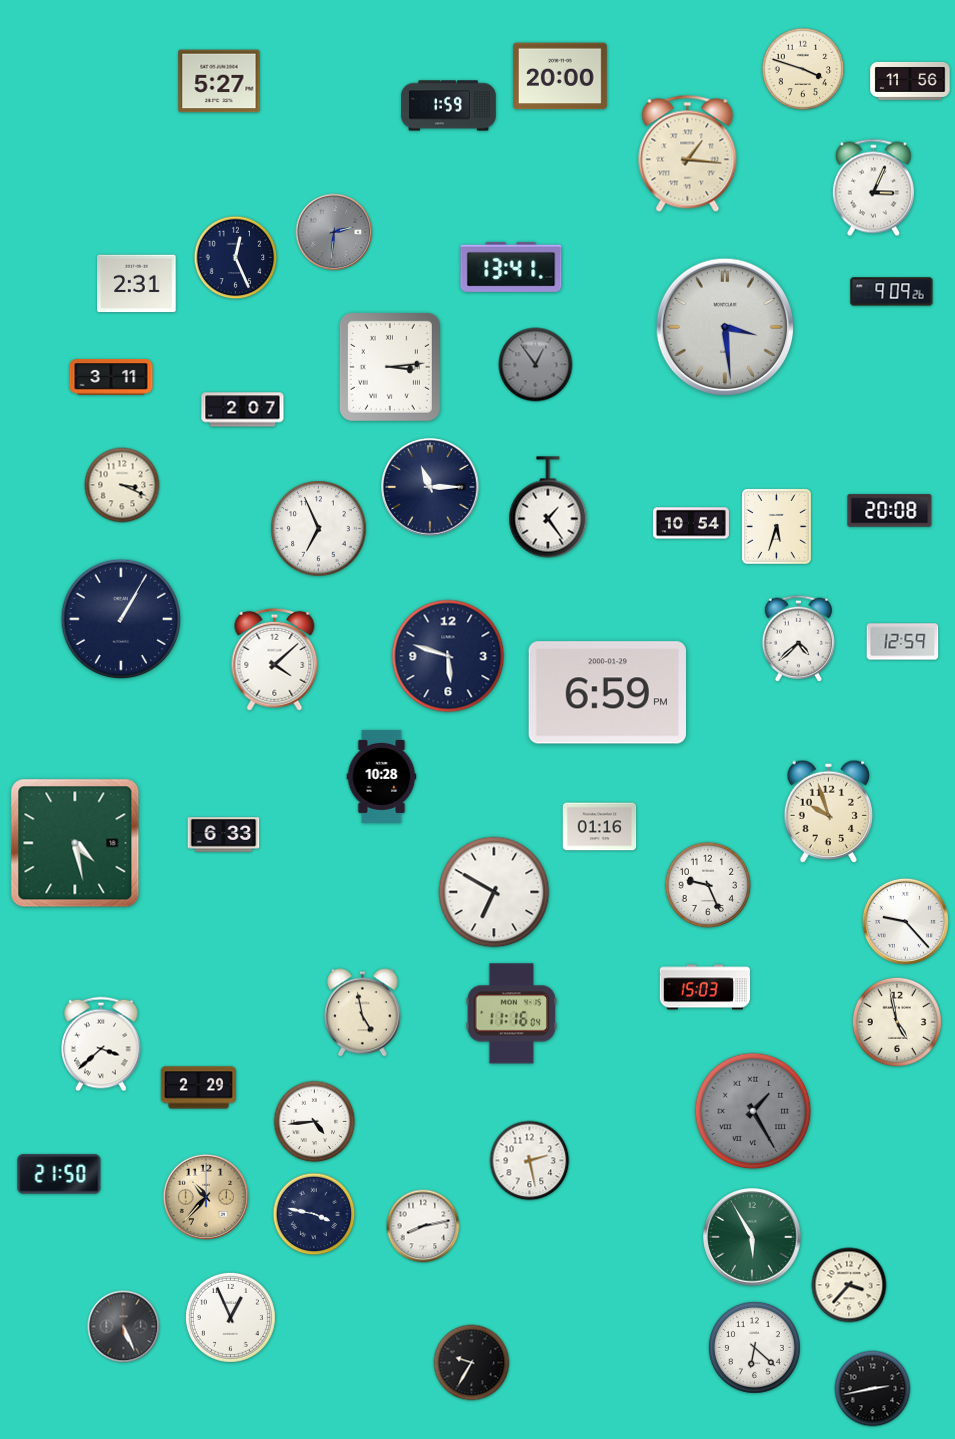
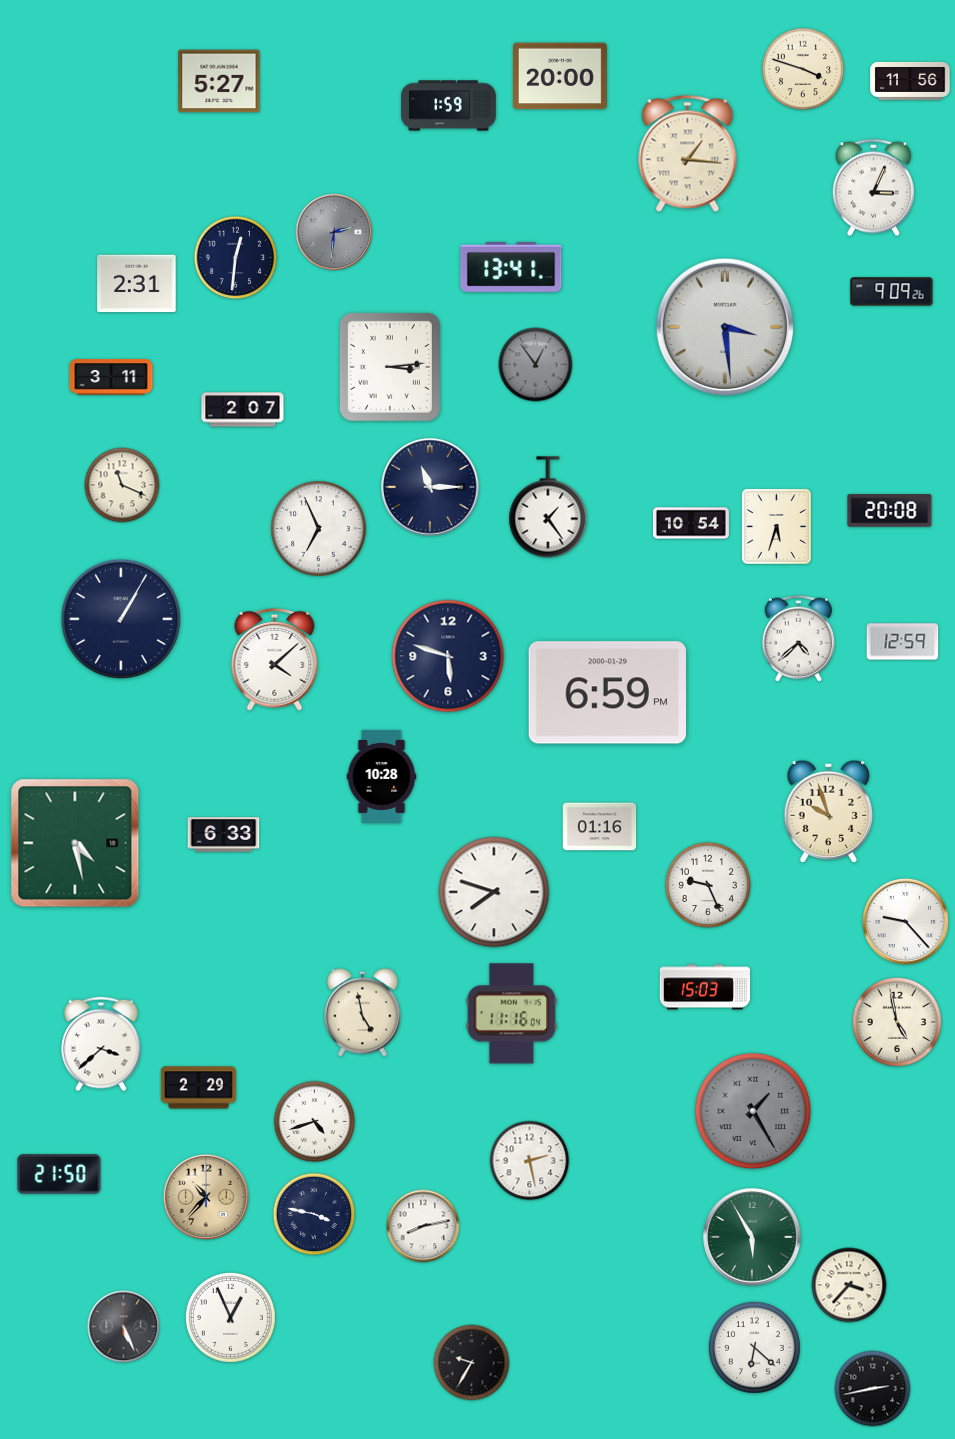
clock at (236, 258): 12:26 -> 12:31
clock at (122, 485): 3:19 -> 11:19
clock at (494, 892): 6:50 -> 7:48
clock at (315, 1122): 4:44 -> 4:42
